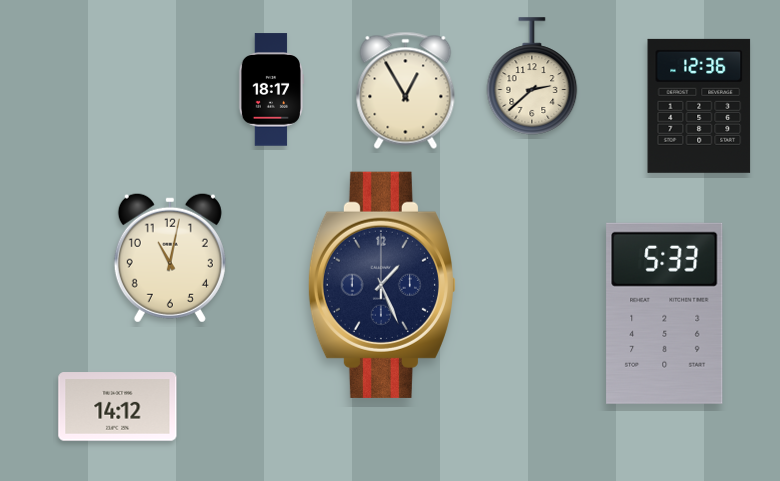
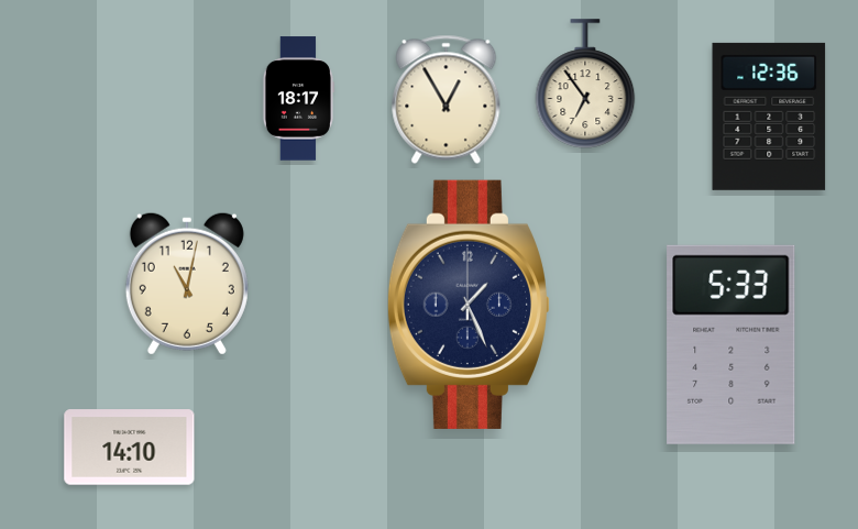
clock at (532, 76): 2:38 -> 6:54
clock at (382, 285) position: (382, 285) -> (469, 305)
clock at (118, 407): 14:12 -> 14:10
